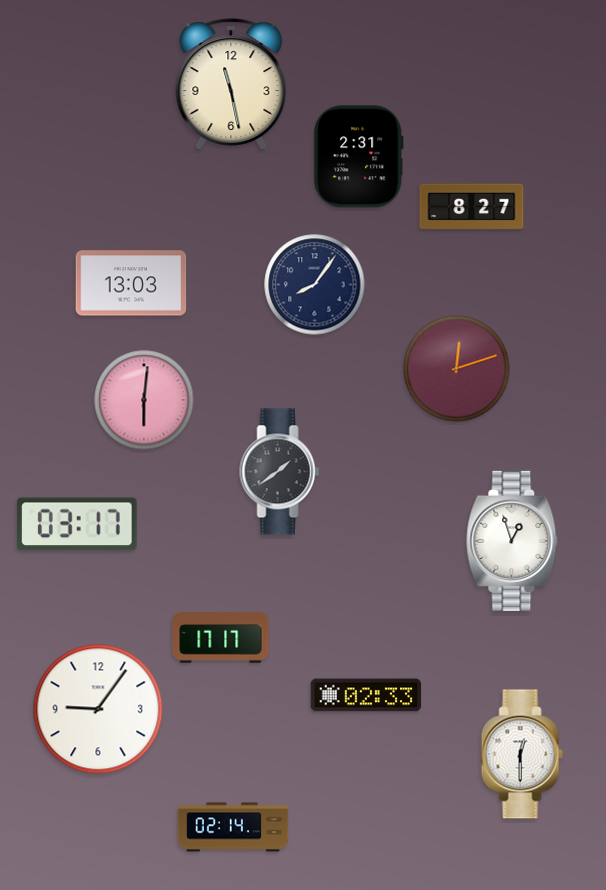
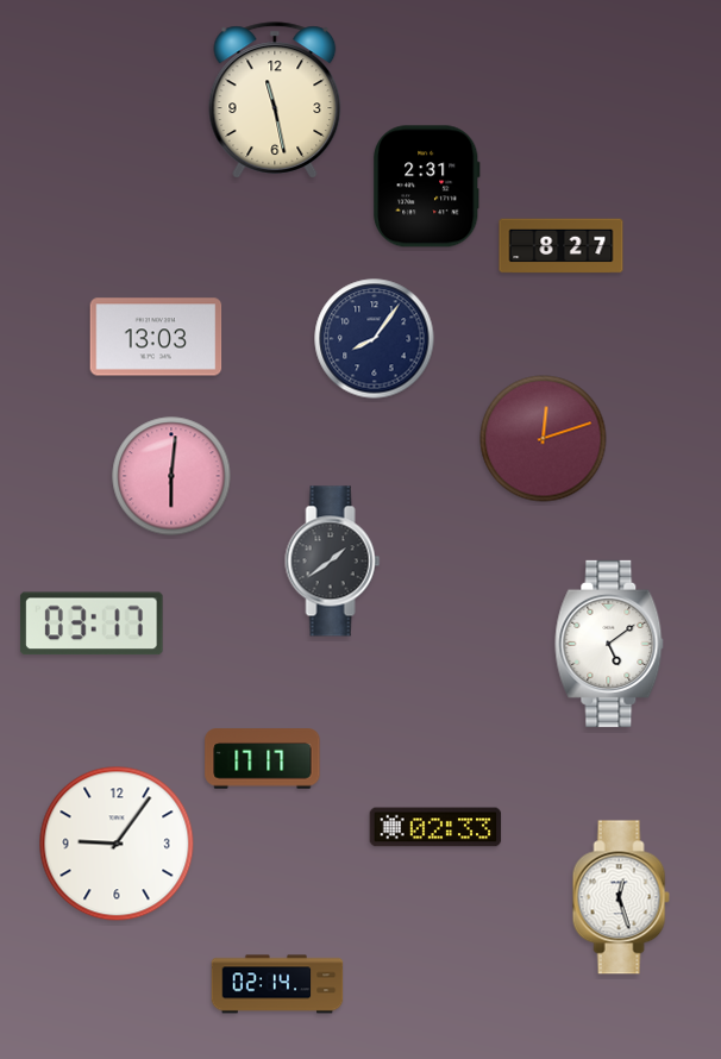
clock at (512, 541): 12:57 -> 5:09
clock at (522, 754): 12:30 -> 12:27
